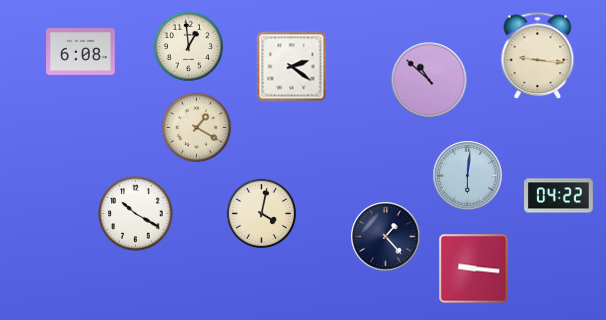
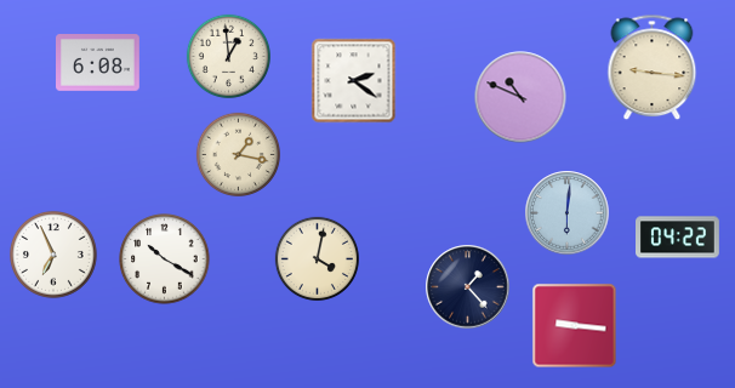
clock at (429, 80): 10:52 -> 10:49
clock at (196, 127): 1:20 -> 1:17
clock at (53, 255): none -> 6:56
